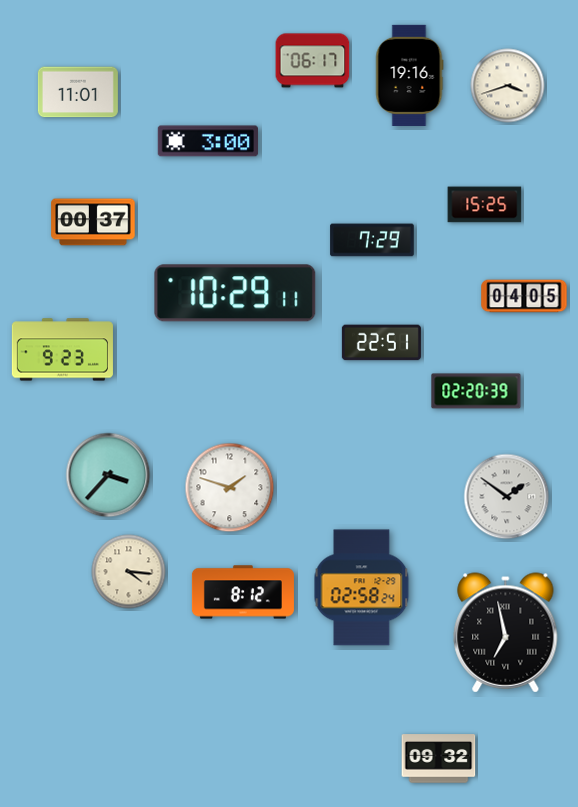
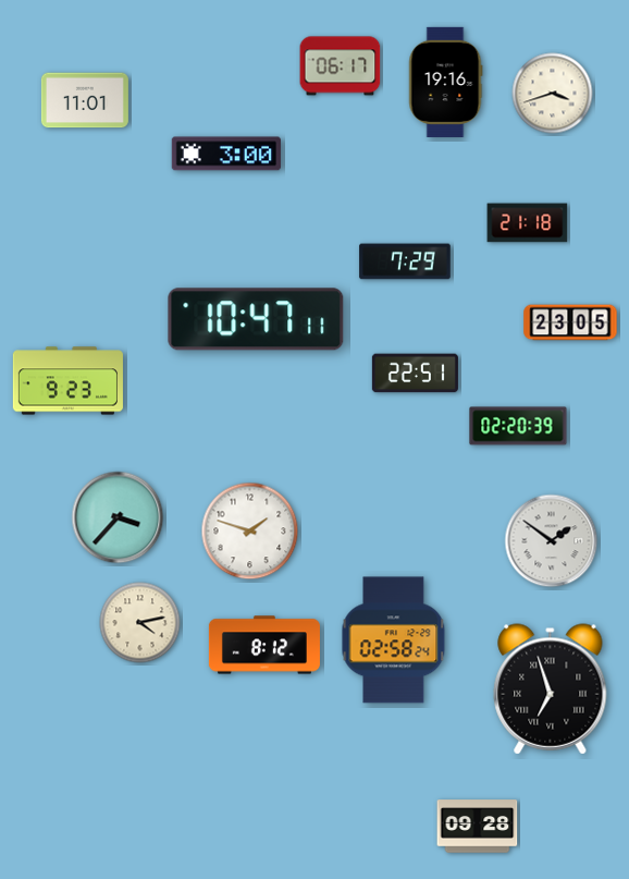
clock at (485, 205): 15:25 -> 21:18
clock at (93, 222): 00:37 -> none
clock at (235, 293): 10:29 -> 10:47
clock at (524, 296): 04:05 -> 23:05
clock at (129, 572): 4:16 -> 4:13
clock at (506, 633): 6:58 -> 6:57
clock at (439, 759): 09:32 -> 09:28
